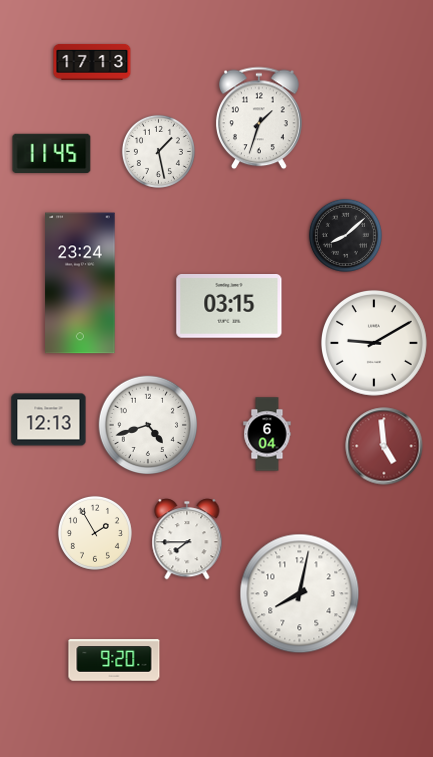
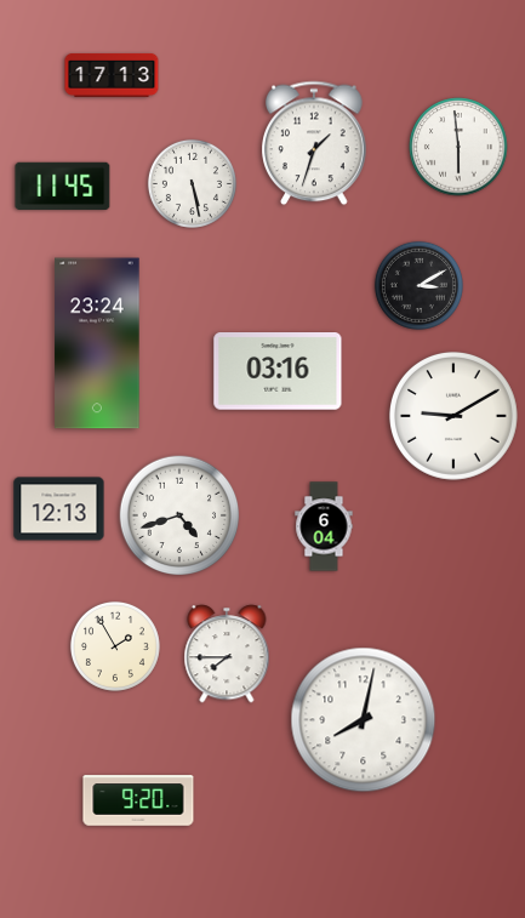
clock at (458, 147): none -> 5:59
clock at (158, 151): 1:28 -> 5:28
clock at (345, 235): 8:08 -> 3:10
clock at (229, 307): 03:15 -> 03:16
clock at (384, 446): 4:59 -> none
